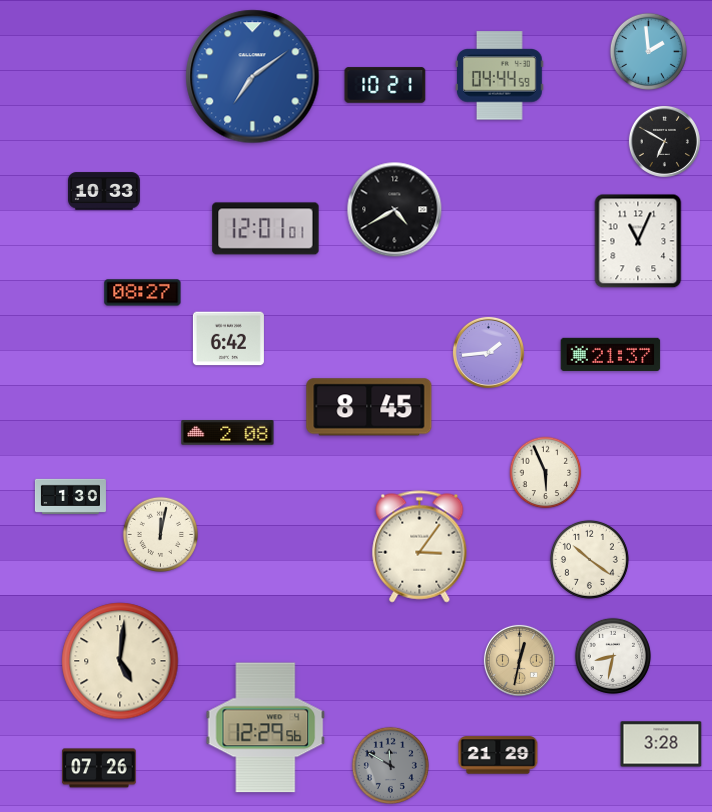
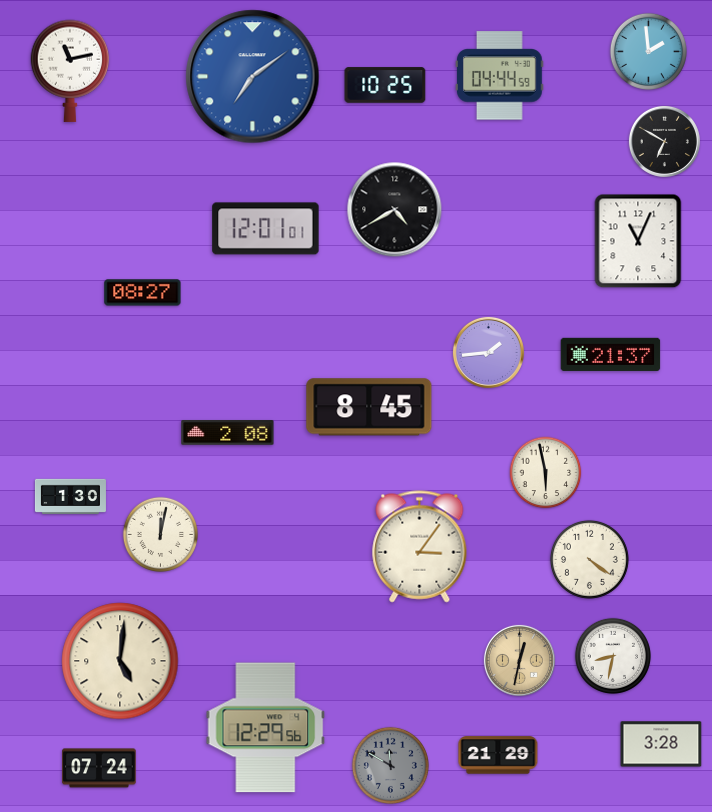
clock at (70, 71): none -> 11:13
clock at (385, 85): 10:21 -> 10:25
clock at (105, 191): 10:33 -> none
clock at (228, 339): 6:42 -> none
clock at (546, 473): 5:56 -> 5:58
clock at (589, 559): 10:21 -> 4:21
clock at (99, 768): 07:26 -> 07:24
